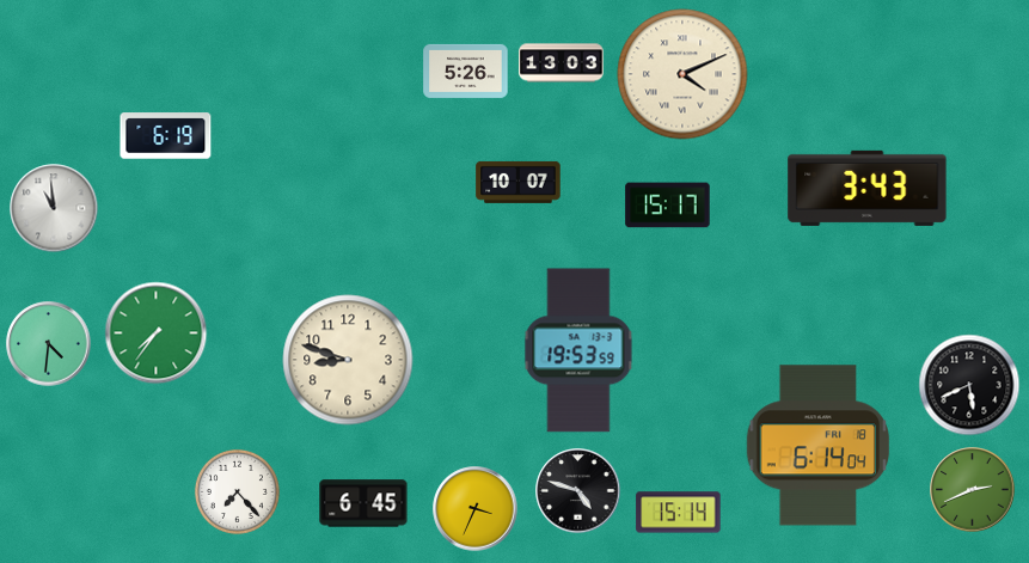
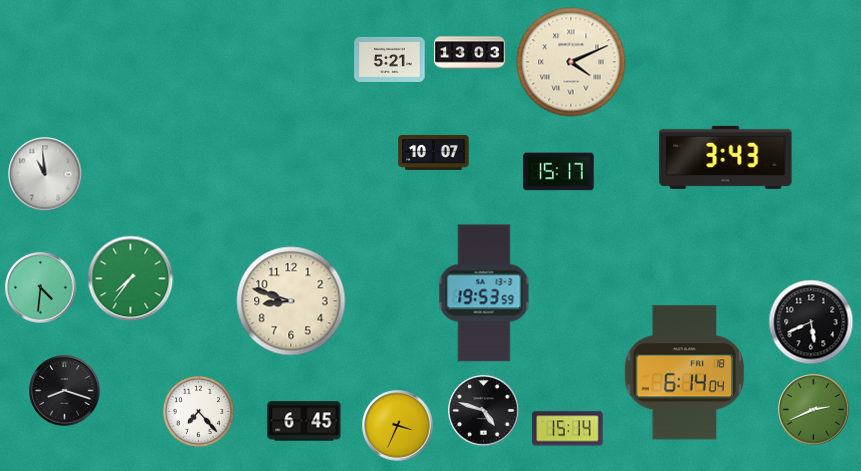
clock at (466, 71): 5:26 -> 5:21
clock at (166, 136): 6:19 -> none
clock at (65, 391): none -> 8:18
